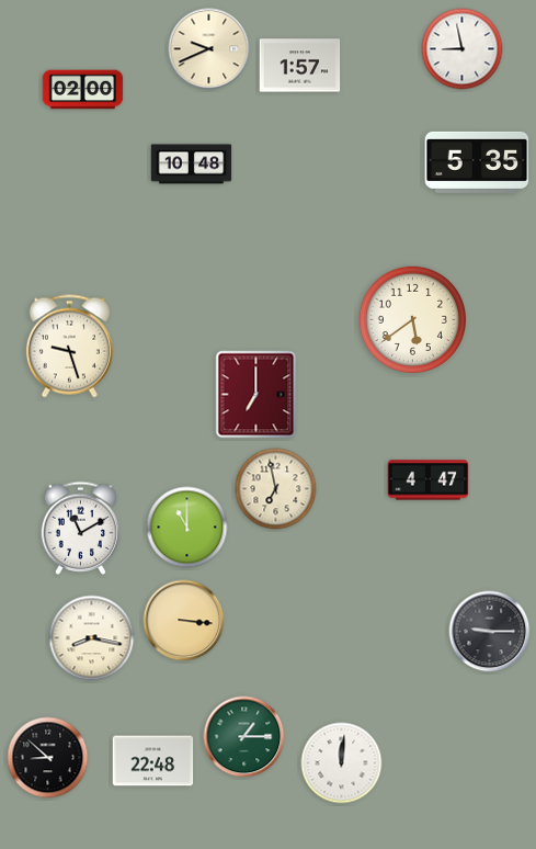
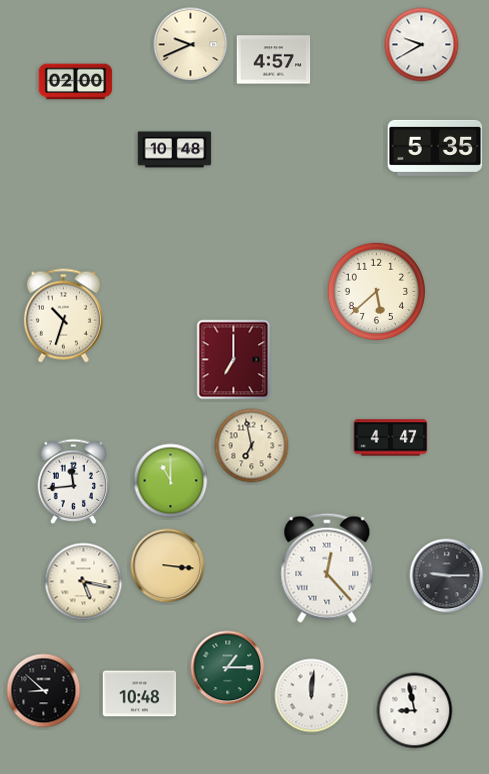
clock at (463, 49): 8:58 -> 9:40
clock at (300, 66): 1:57 -> 4:57
clock at (412, 319): 5:39 -> 5:38
clock at (69, 347): 9:27 -> 10:33
clock at (81, 528): 11:10 -> 11:44
clock at (327, 568): none -> 12:23
clock at (92, 638): 8:17 -> 5:17
clock at (244, 737) position: (244, 737) -> (228, 668)
clock at (153, 761): 22:48 -> 10:48
clock at (415, 711): none -> 8:58
